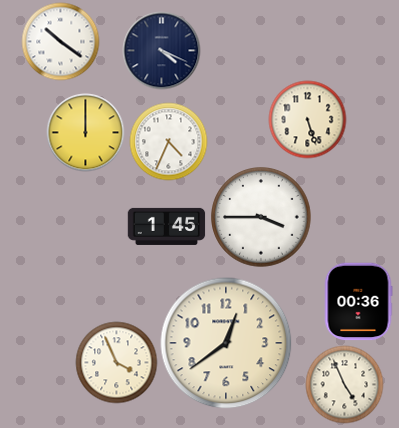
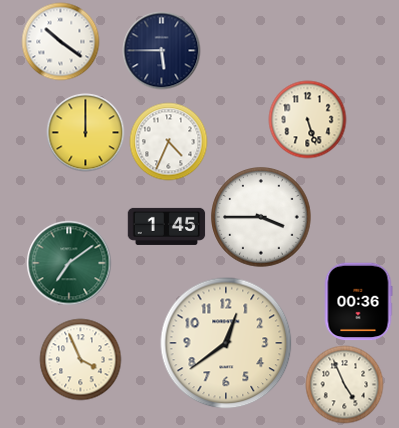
clock at (161, 50): 4:19 -> 5:45
clock at (69, 263): none -> 7:09
clock at (116, 362) position: (116, 362) -> (80, 359)
